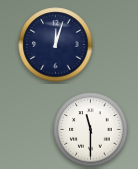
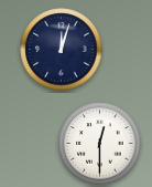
clock at (91, 130): 11:30 -> 12:30
